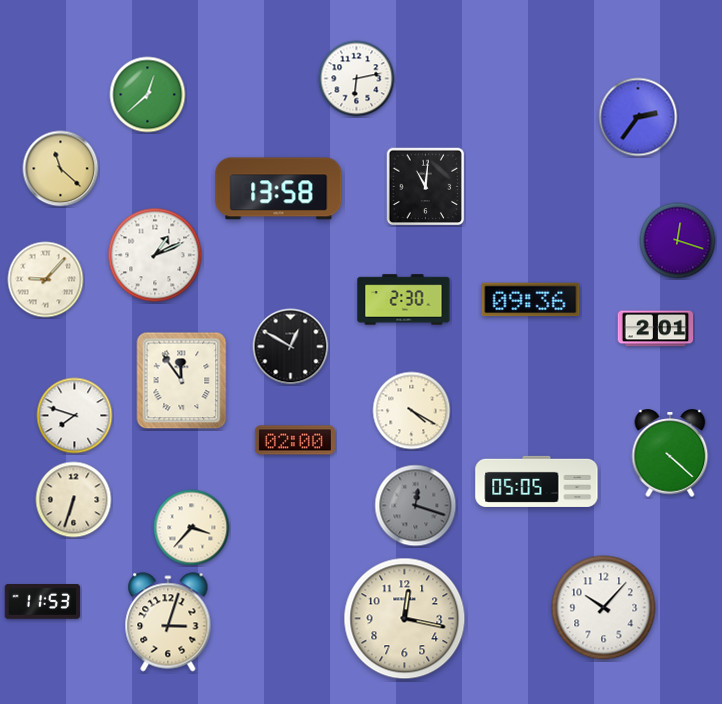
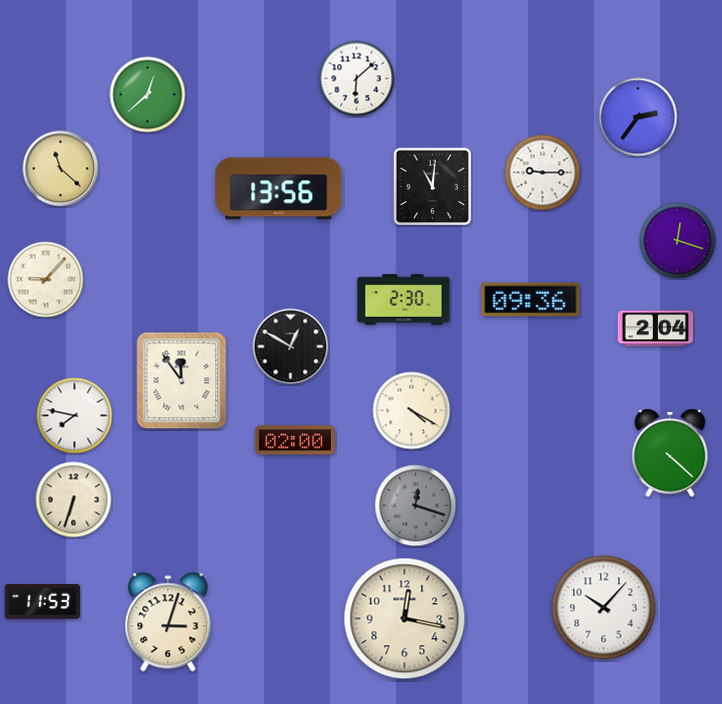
clock at (357, 79): 6:13 -> 6:08
clock at (543, 173): none -> 9:15
clock at (426, 187) position: (426, 187) -> (433, 187)
clock at (279, 189): 13:58 -> 13:56
clock at (155, 255): 1:11 -> none
clock at (656, 329): 2:01 -> 2:04
clock at (75, 416): 7:48 -> 7:47
clock at (537, 481): 05:05 -> none
clock at (192, 528): 3:37 -> none
